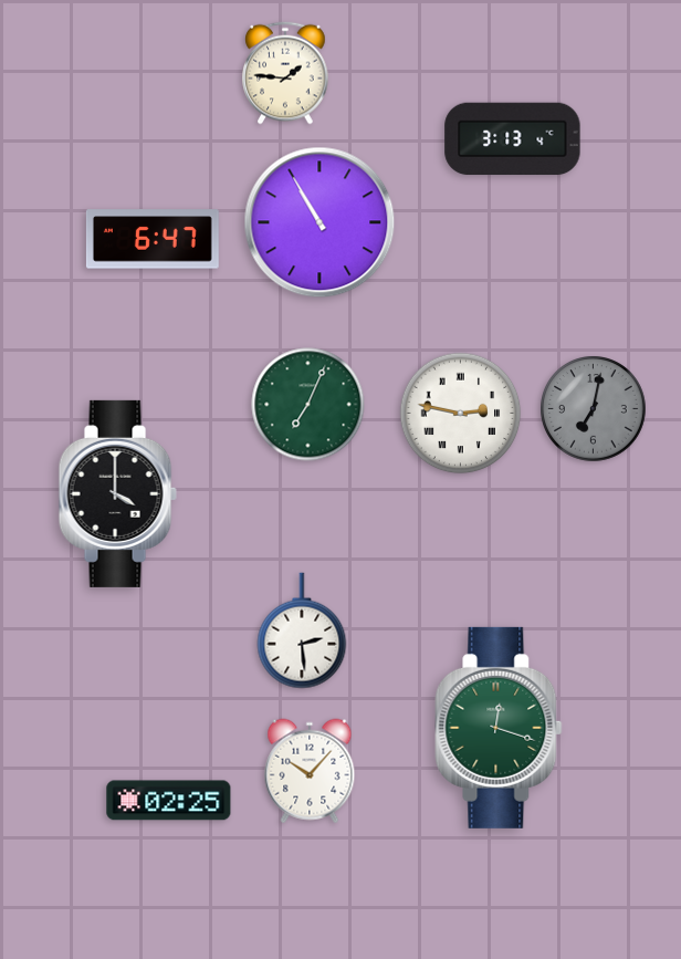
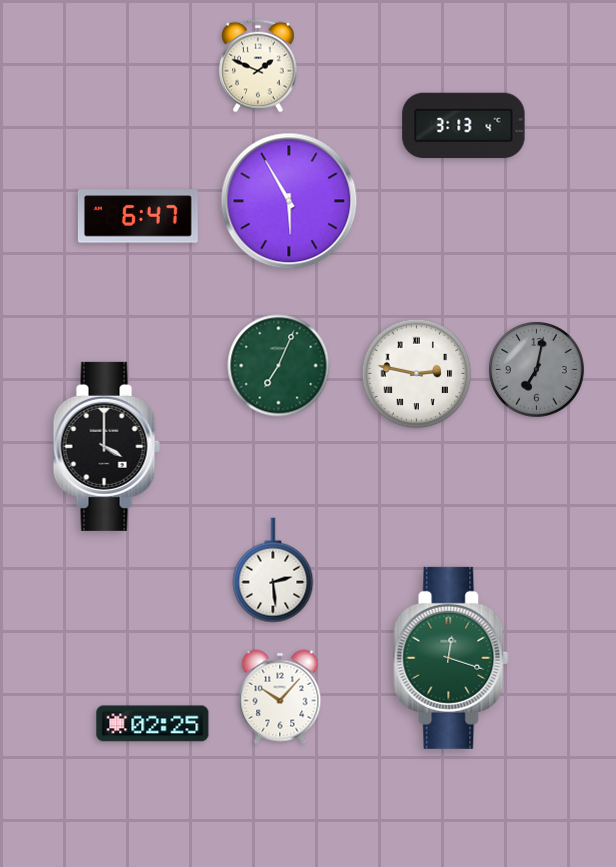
clock at (285, 73): 1:46 -> 1:49
clock at (319, 222): 10:55 -> 5:55
